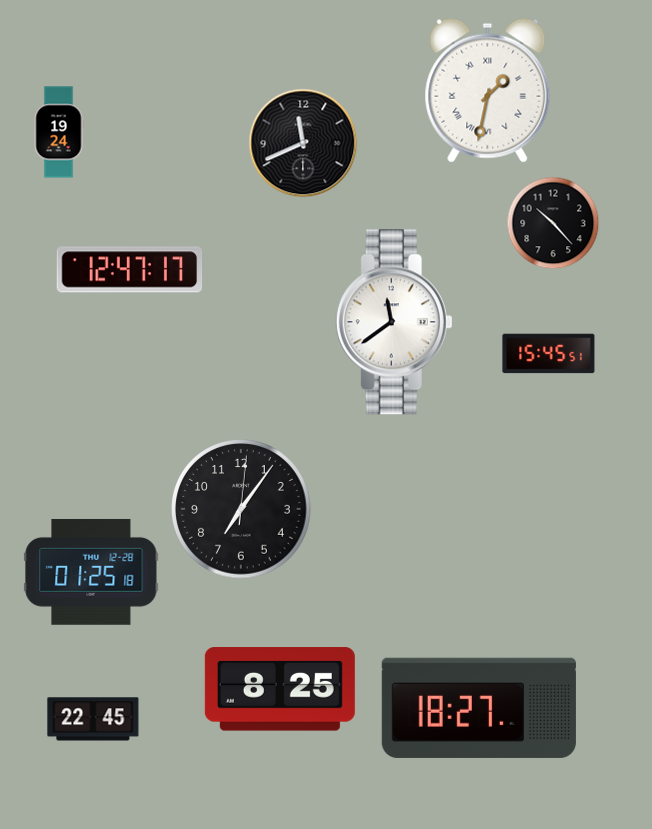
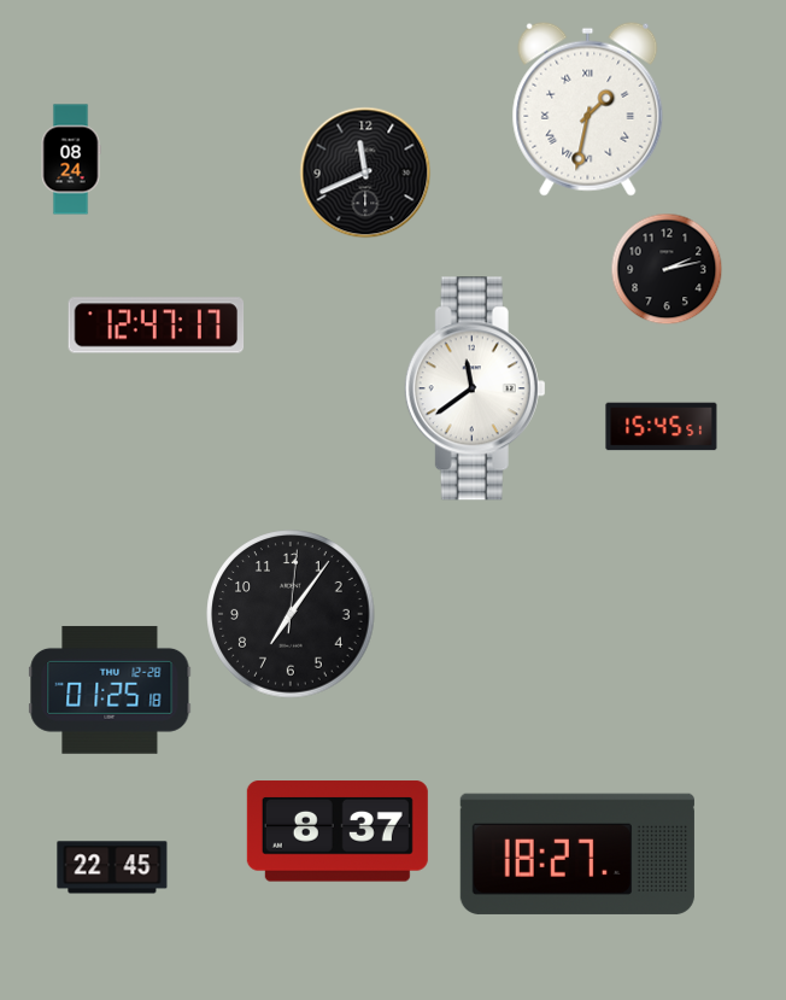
clock at (59, 132): 19:24 -> 08:24
clock at (553, 223): 10:23 -> 2:13
clock at (280, 689): 8:25 -> 8:37
